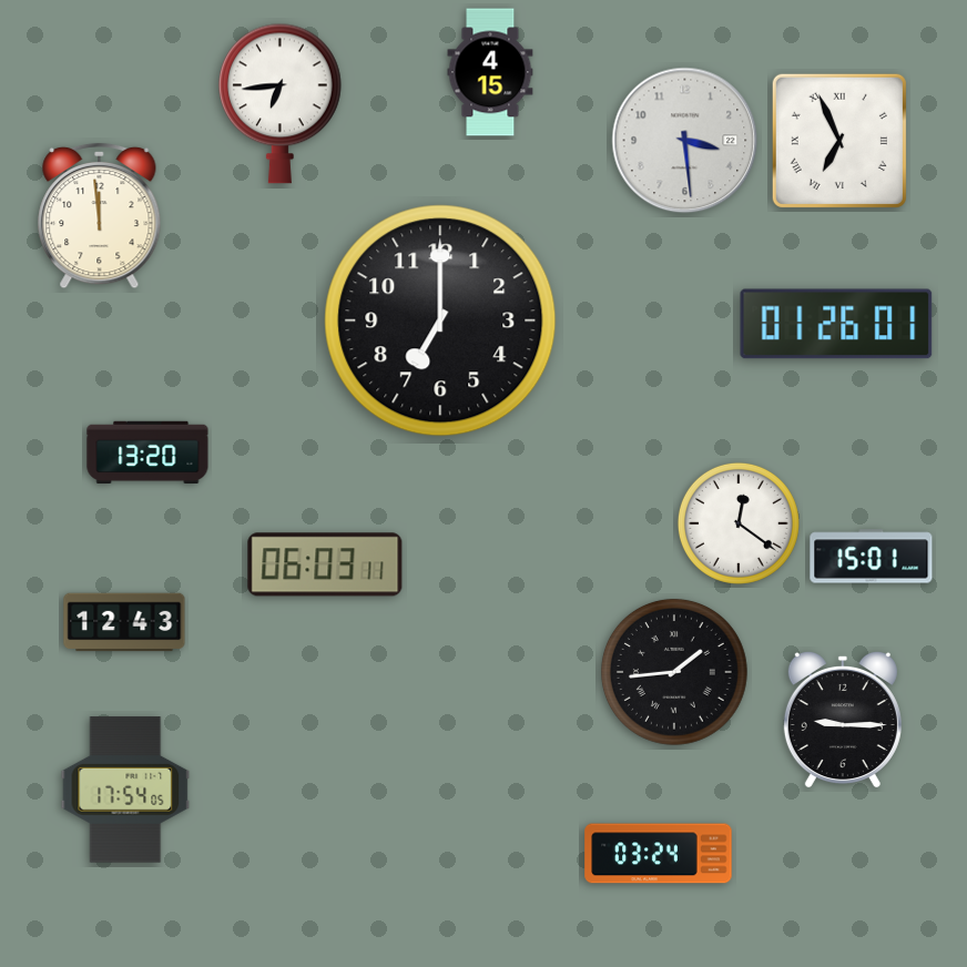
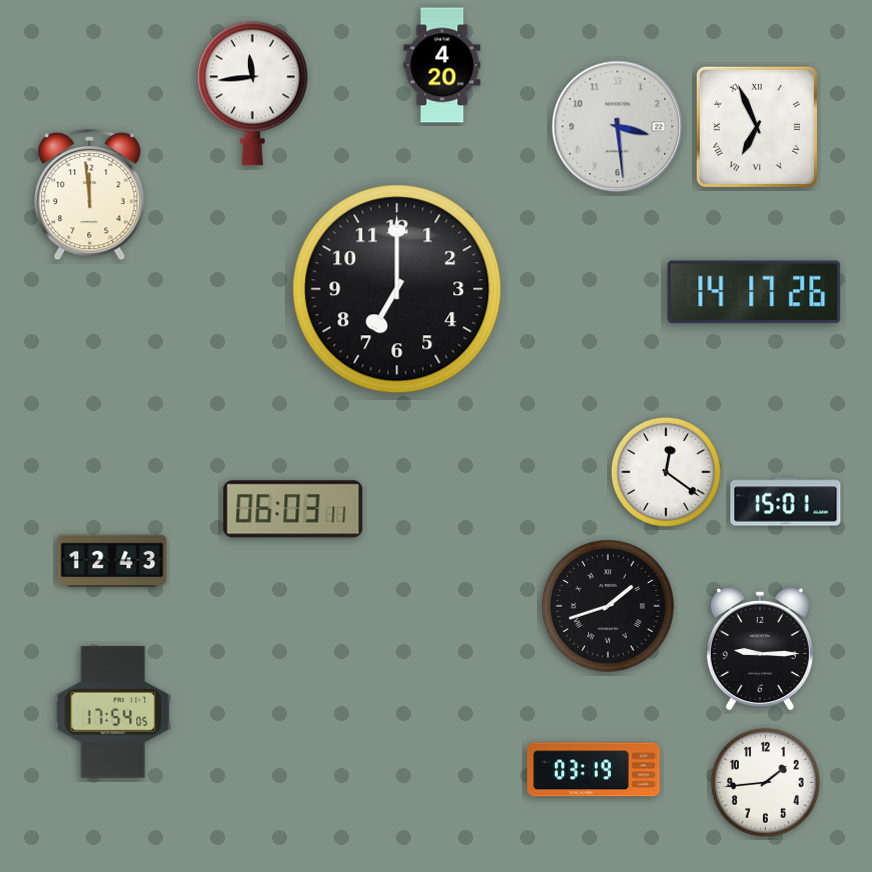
clock at (490, 72): 4:15 -> 4:20
clock at (279, 103): 6:44 -> 11:44
clock at (836, 324): 01:26 -> 14:17
clock at (147, 451): 13:20 -> none
clock at (674, 672): 1:44 -> 1:42
clock at (659, 854): 03:24 -> 03:19
clock at (765, 782): none -> 1:44
